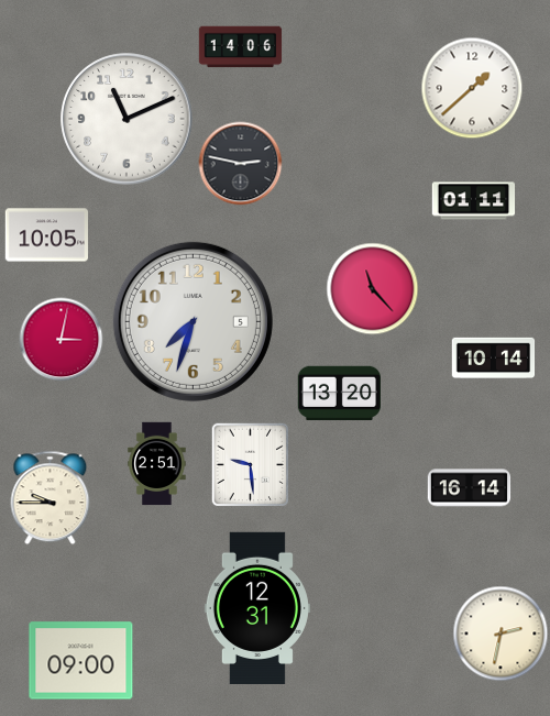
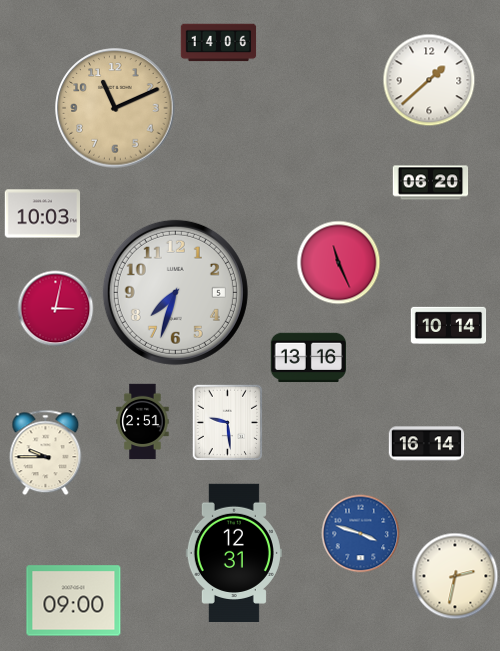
clock at (127, 119) dial: white -> champagne
clock at (241, 164): 2:47 -> none
clock at (474, 201): 01:11 -> 06:20
clock at (47, 235): 10:05 -> 10:03
clock at (373, 289): 11:23 -> 11:26
clock at (339, 394): 13:20 -> 13:16
clock at (361, 534): none -> 3:48
